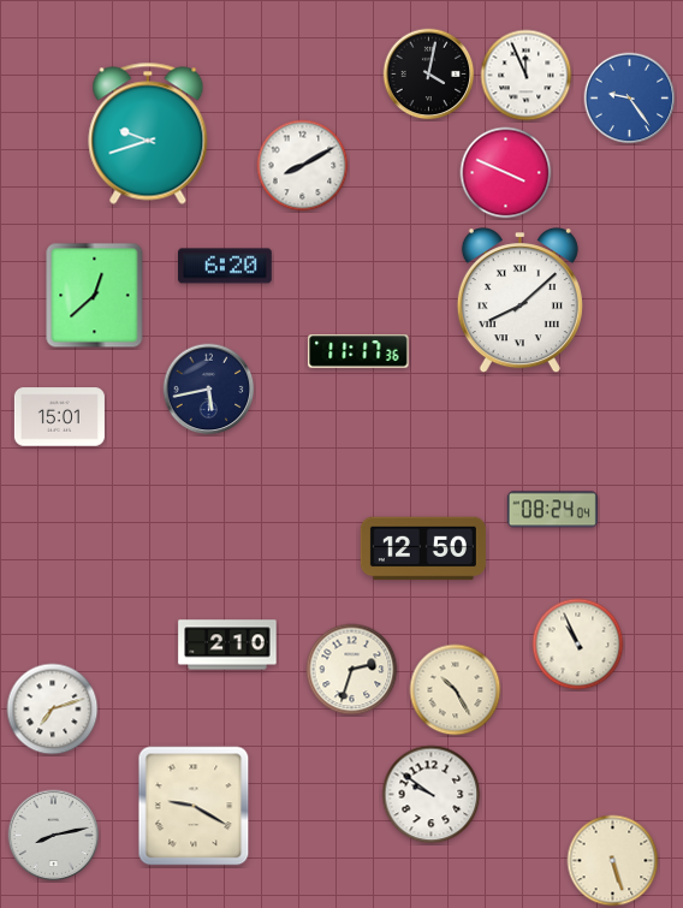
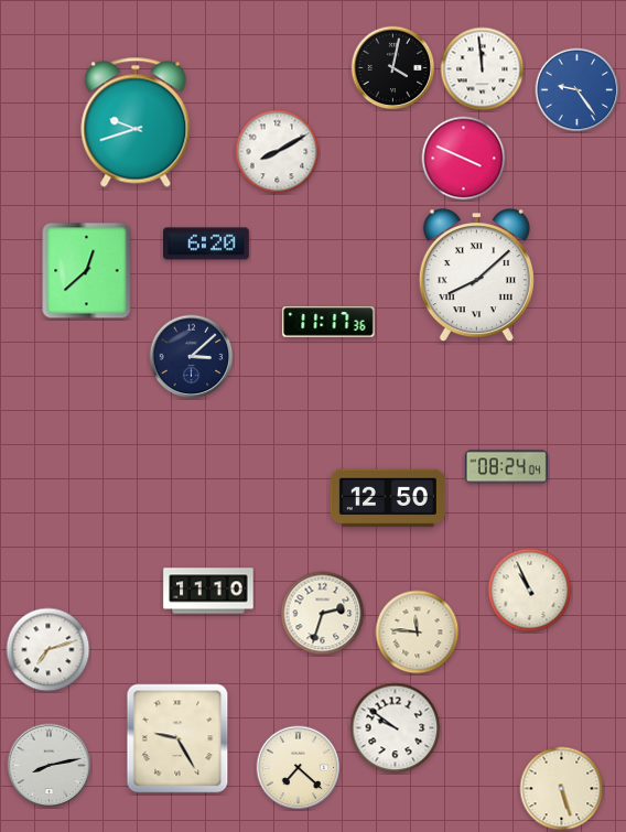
clock at (527, 76): 11:56 -> 11:59
clock at (209, 390): 5:43 -> 3:08
clock at (59, 417): 15:01 -> none
clock at (423, 548) position: (423, 548) -> (388, 498)
clock at (227, 645): 2:10 -> 11:10
clock at (456, 690): 10:25 -> 11:46
clock at (194, 806): 9:20 -> 9:25
clock at (299, 768): none -> 7:22
